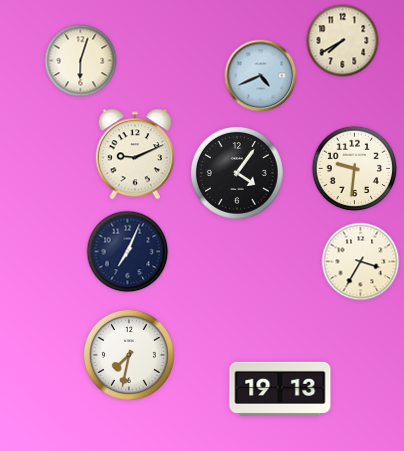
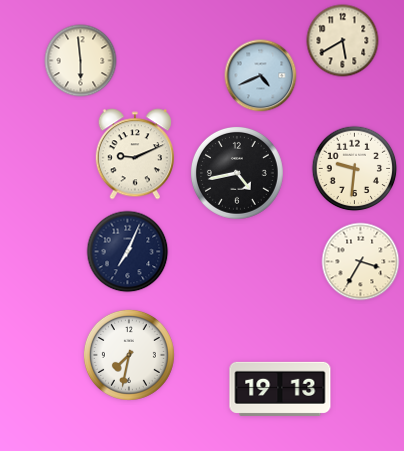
clock at (343, 41): 7:40 -> 5:40
clock at (81, 61): 6:03 -> 5:59
clock at (237, 173): 4:06 -> 4:43
